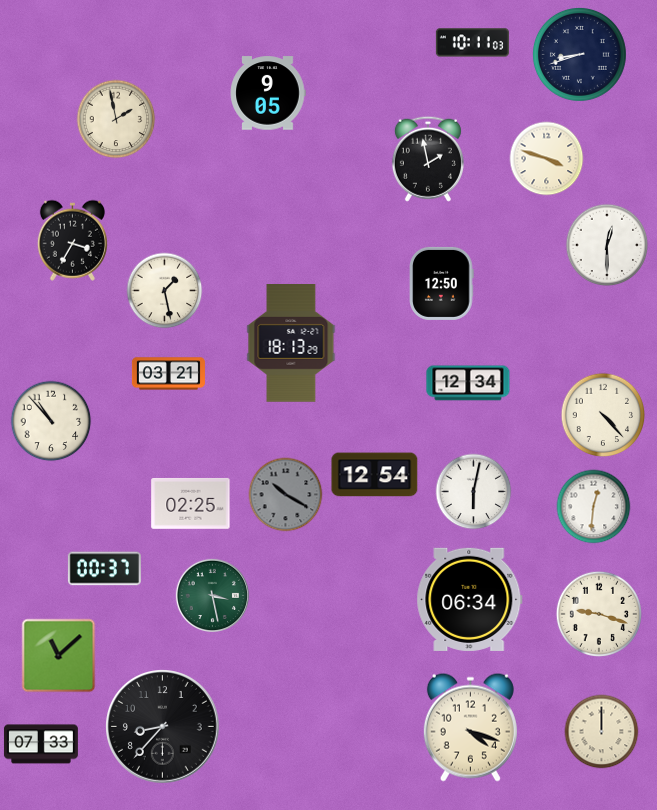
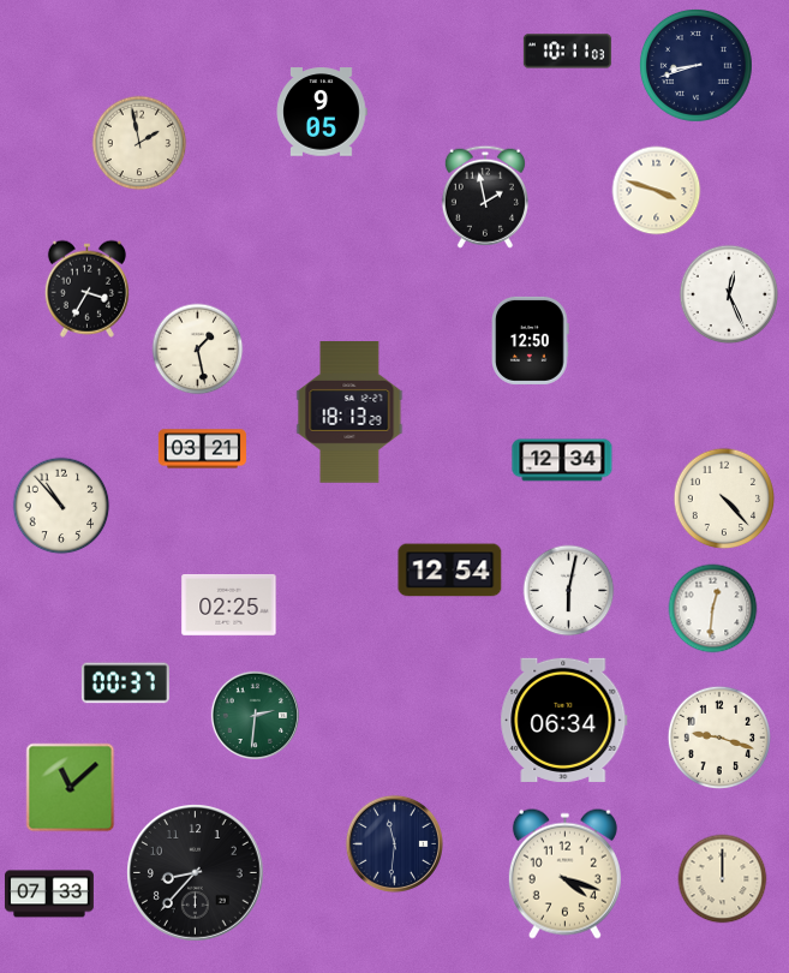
clock at (428, 159) position: (428, 159) -> (485, 197)
clock at (607, 245): 12:30 -> 12:26
clock at (286, 495): 10:20 -> none
clock at (213, 596): 3:28 -> 2:31
clock at (394, 843): none -> 11:31
